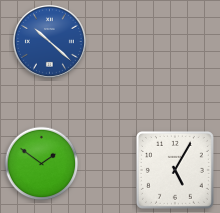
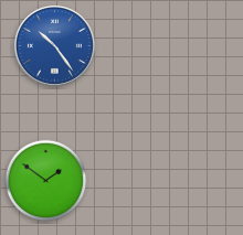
clock at (49, 41): 10:22 -> 10:24
clock at (175, 170): 5:05 -> none
